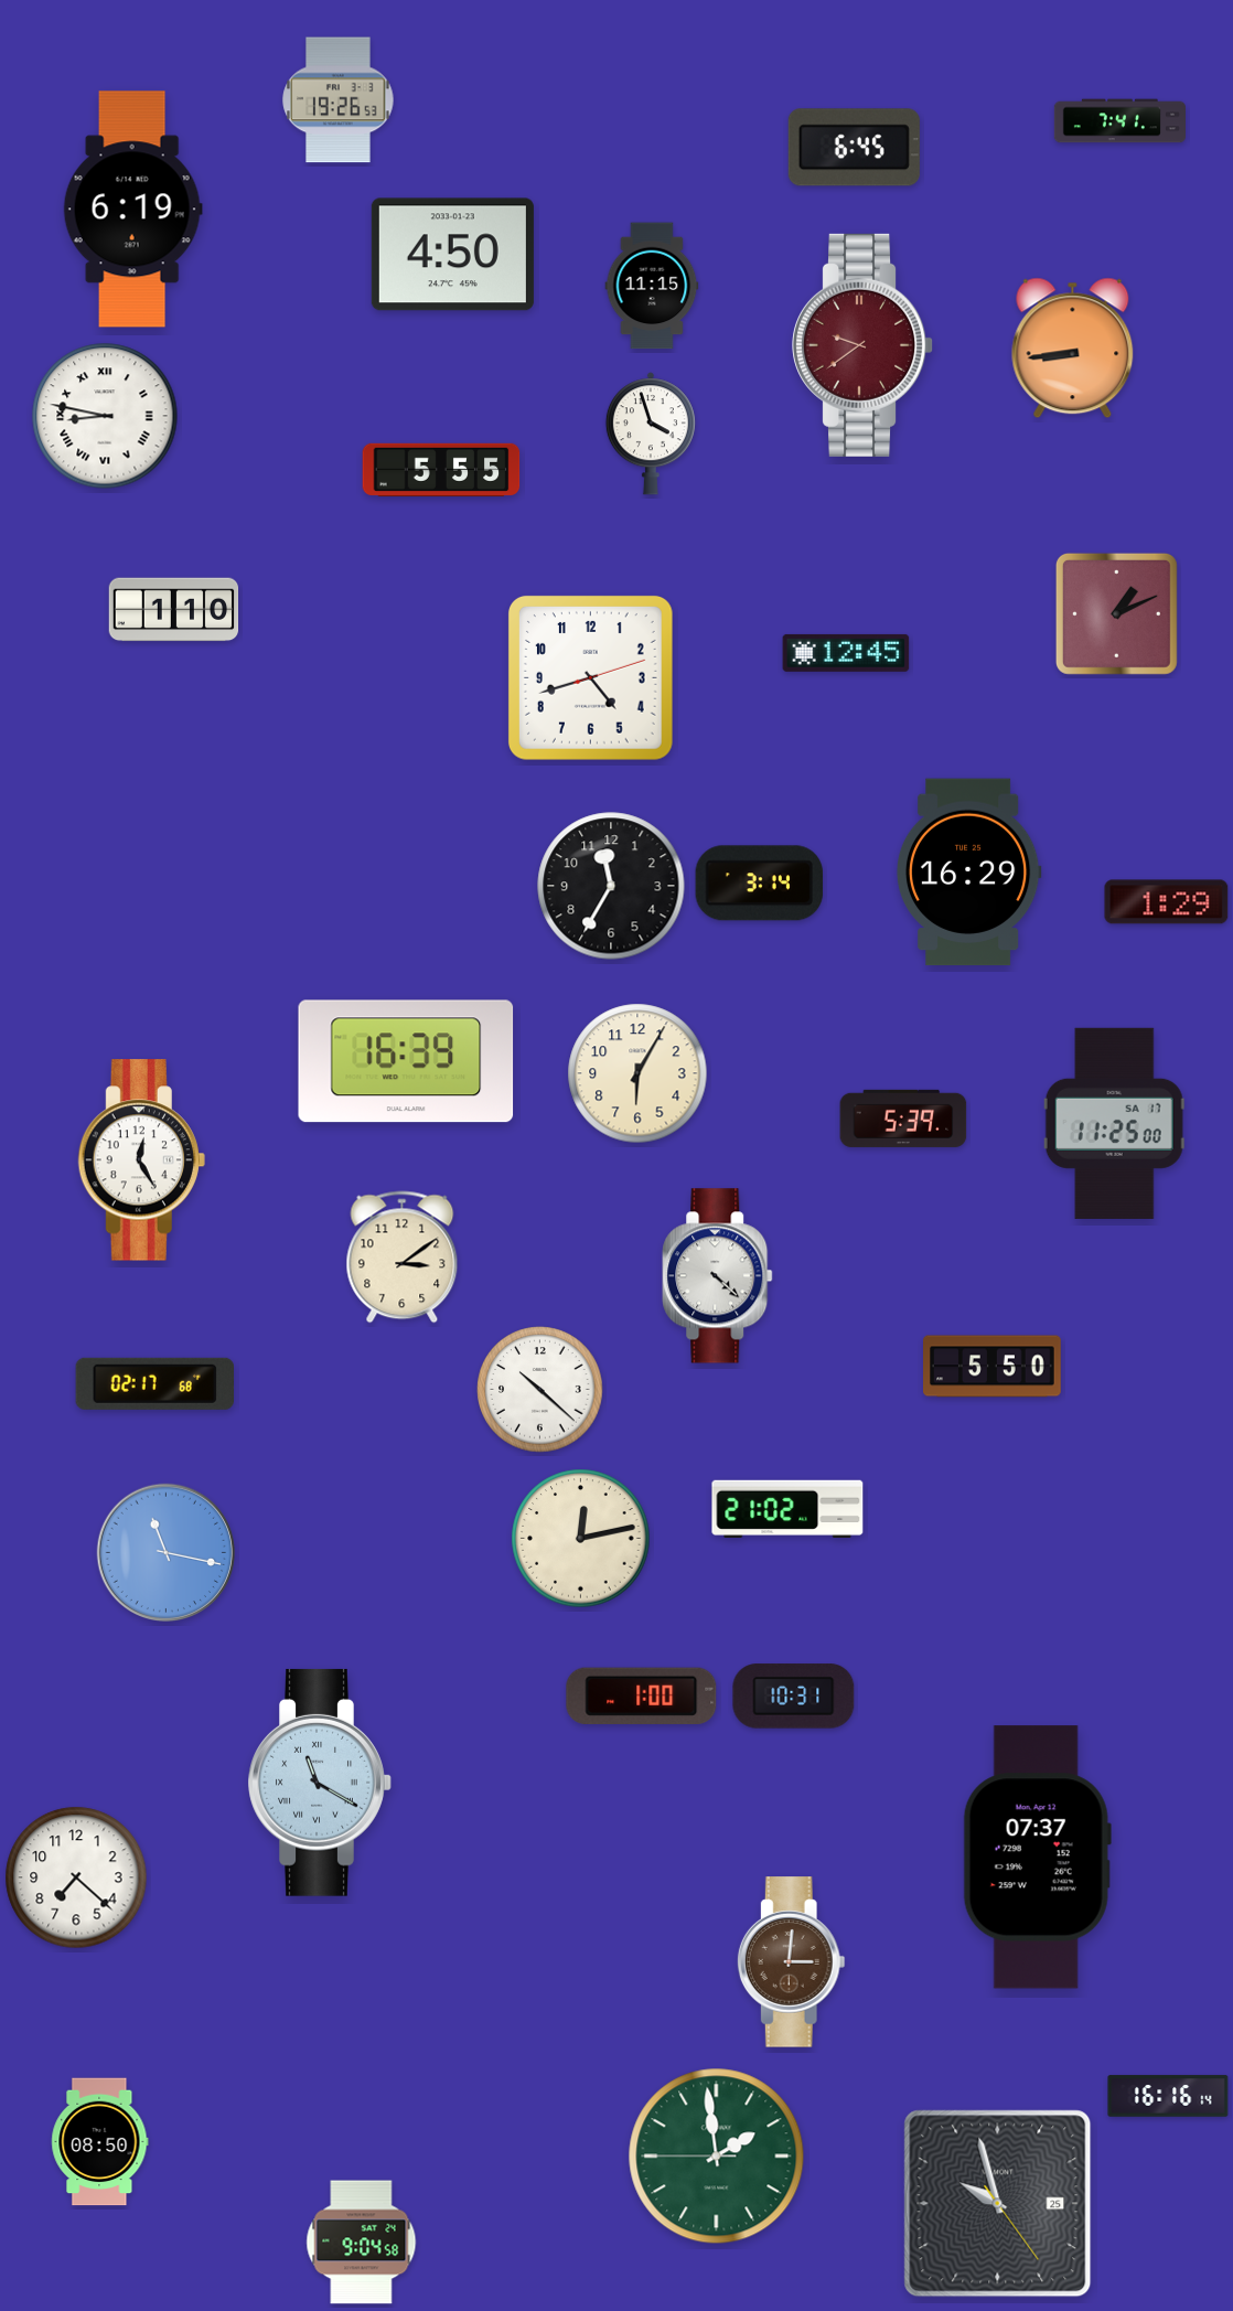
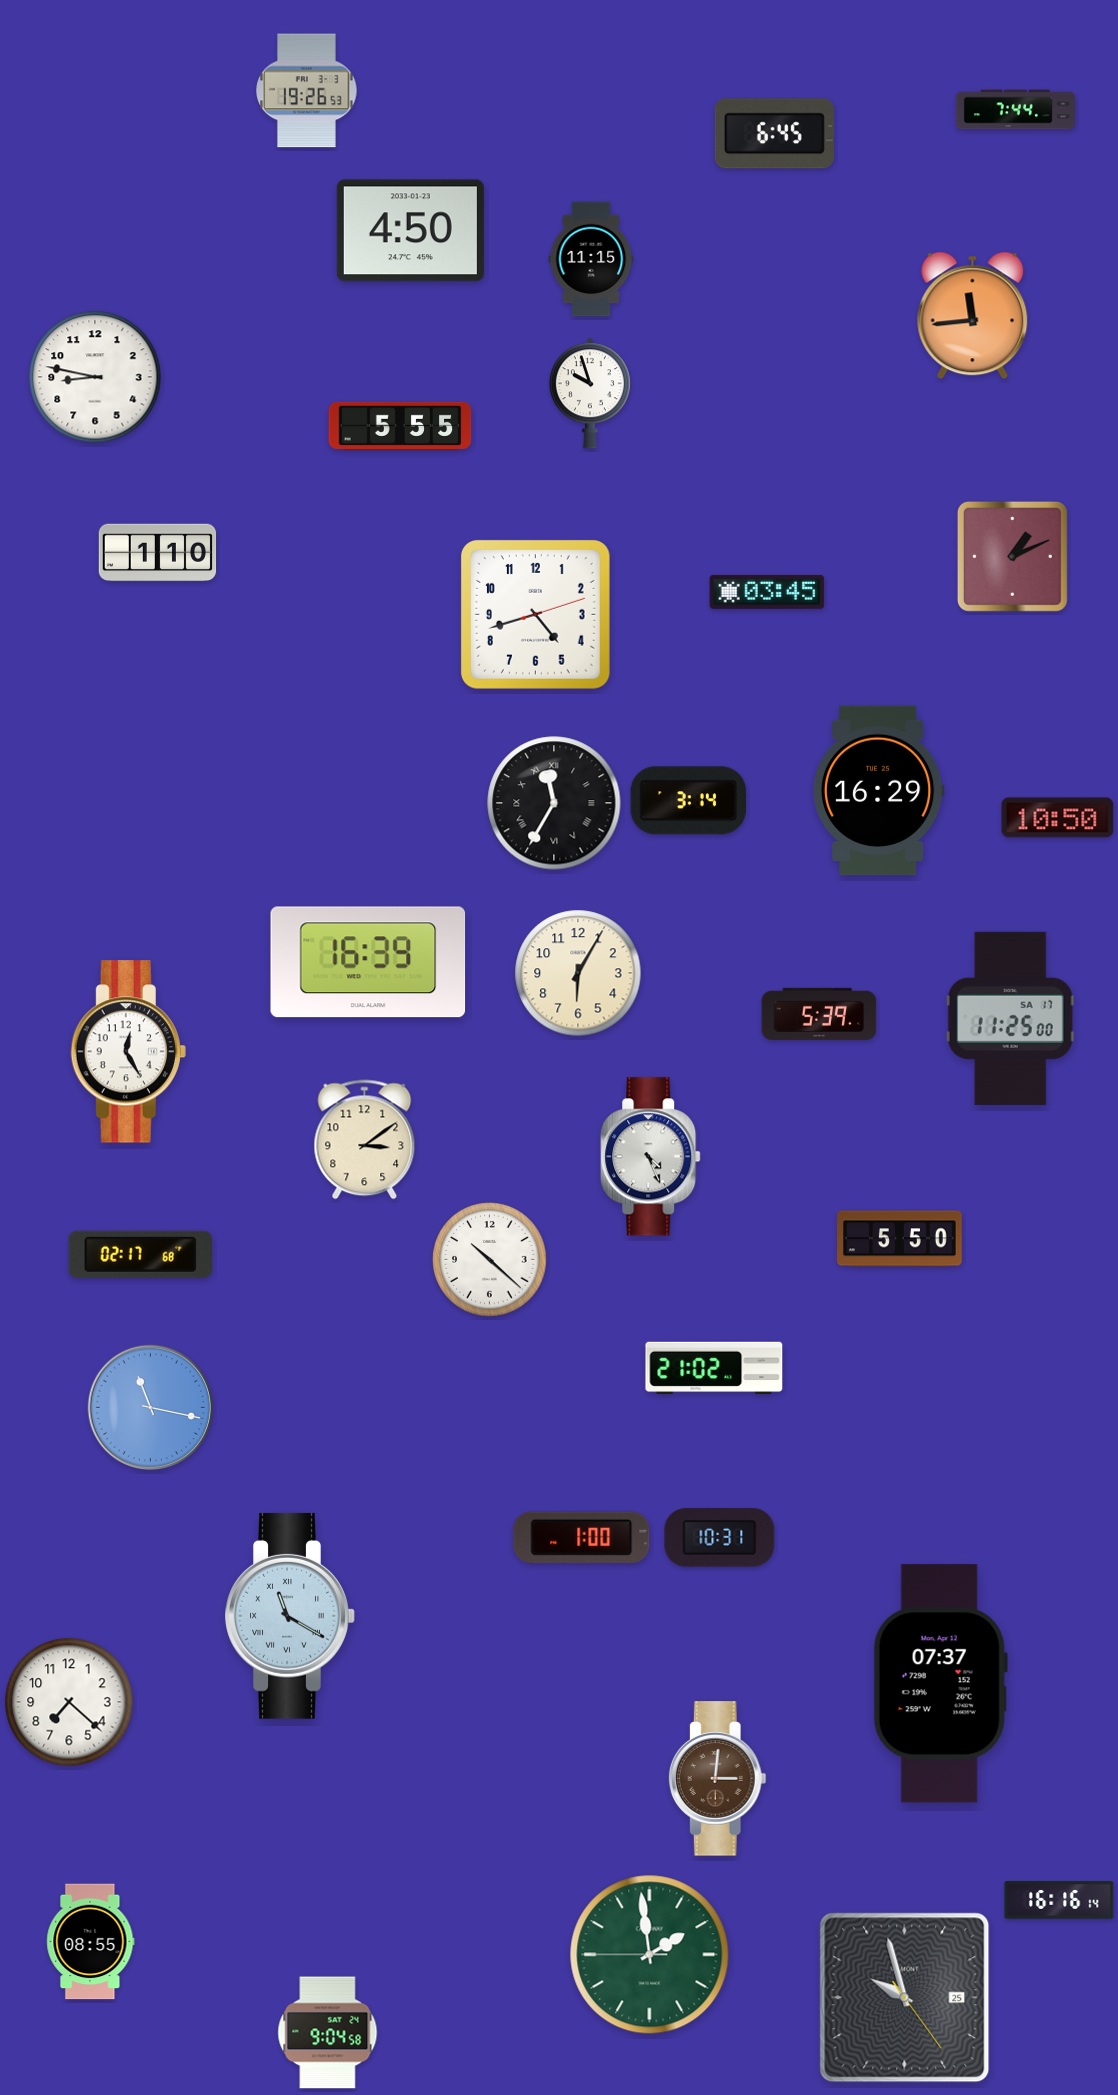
clock at (1119, 121): 7:41 -> 7:44
clock at (132, 210): 6:19 -> none
clock at (864, 345): 9:39 -> none
clock at (1073, 349): 8:44 -> 11:44
clock at (105, 416) numerals: Roman -> Arabic
clock at (651, 434): 3:57 -> 9:57
clock at (846, 653): 12:45 -> 03:45
clock at (611, 886) numerals: Arabic -> Roman
clock at (1167, 902): 1:29 -> 10:50
clock at (718, 1276): 4:22 -> 4:26
clock at (581, 1539): 12:13 -> none
clock at (100, 2142): 08:50 -> 08:55
